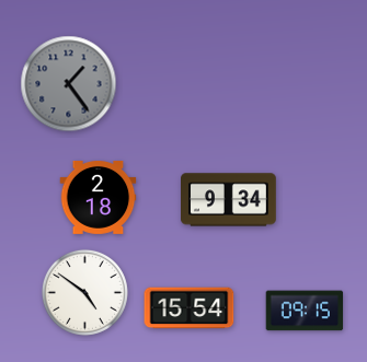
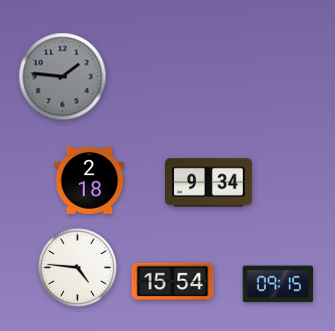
clock at (69, 84): 1:24 -> 1:46
clock at (84, 292): 4:51 -> 4:46
